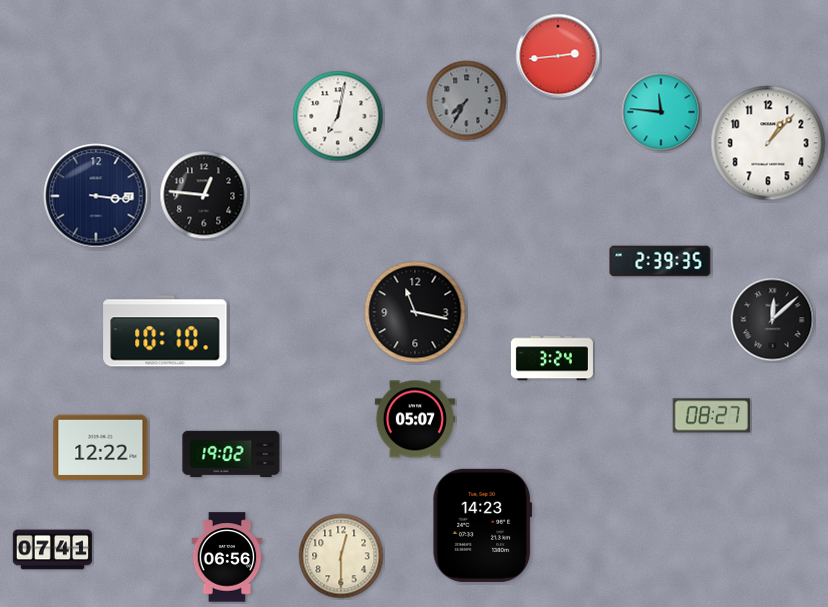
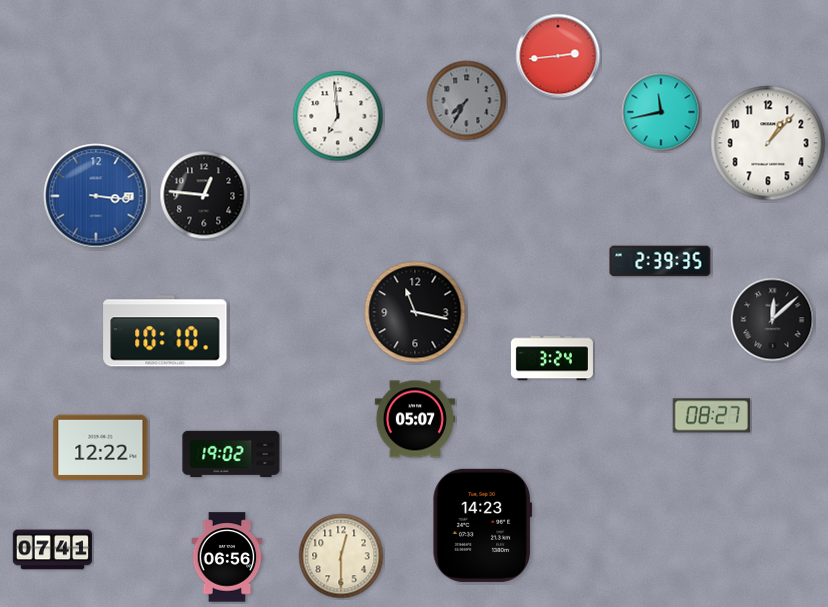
clock at (661, 112): 11:46 -> 11:43
clock at (338, 116): 7:02 -> 6:59
clock at (96, 196) dial: navy -> blue
